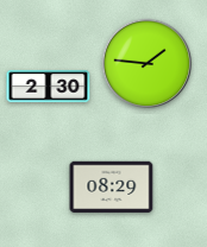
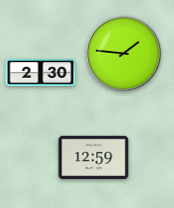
clock at (112, 188): 08:29 -> 12:59
